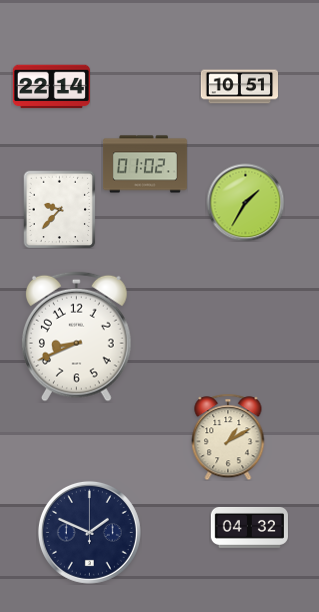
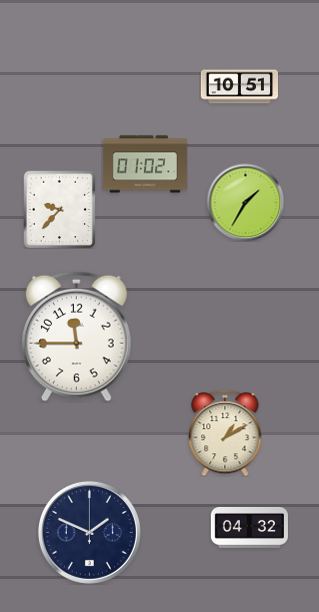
clock at (51, 87): 22:14 -> none
clock at (77, 336): 8:41 -> 11:45
clock at (228, 437) position: (228, 437) -> (225, 433)
